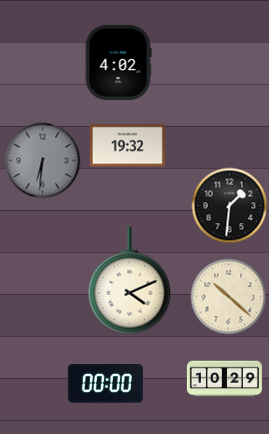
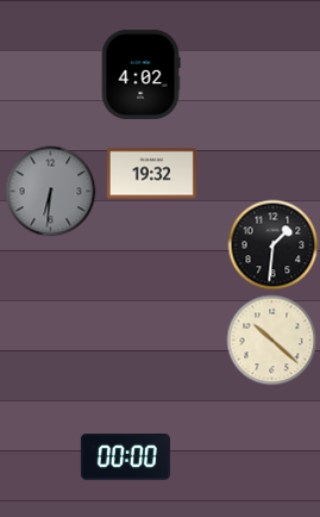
clock at (130, 281): 4:11 -> none
clock at (229, 297) position: (229, 297) -> (272, 341)
clock at (224, 379): 10:29 -> none
